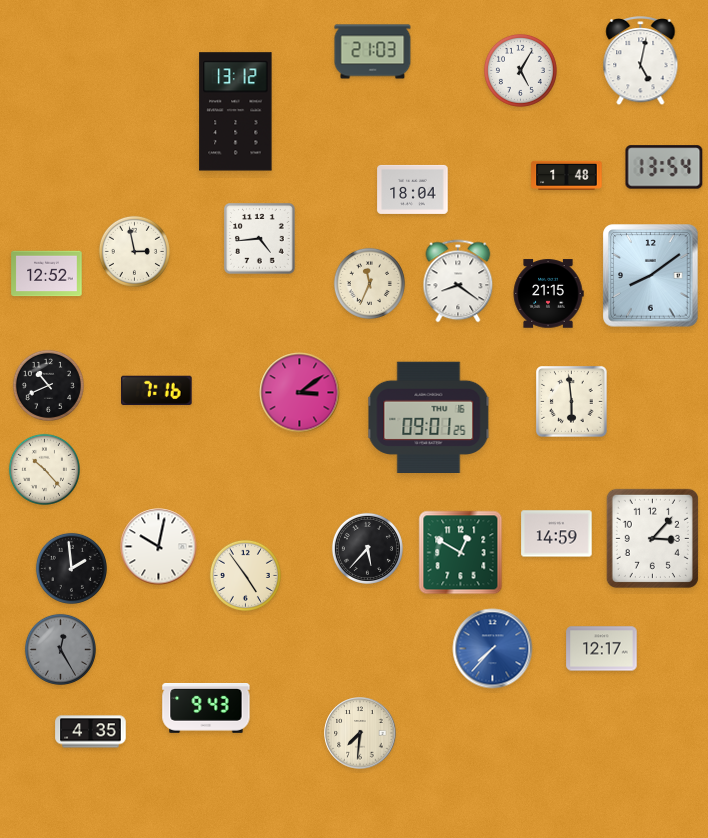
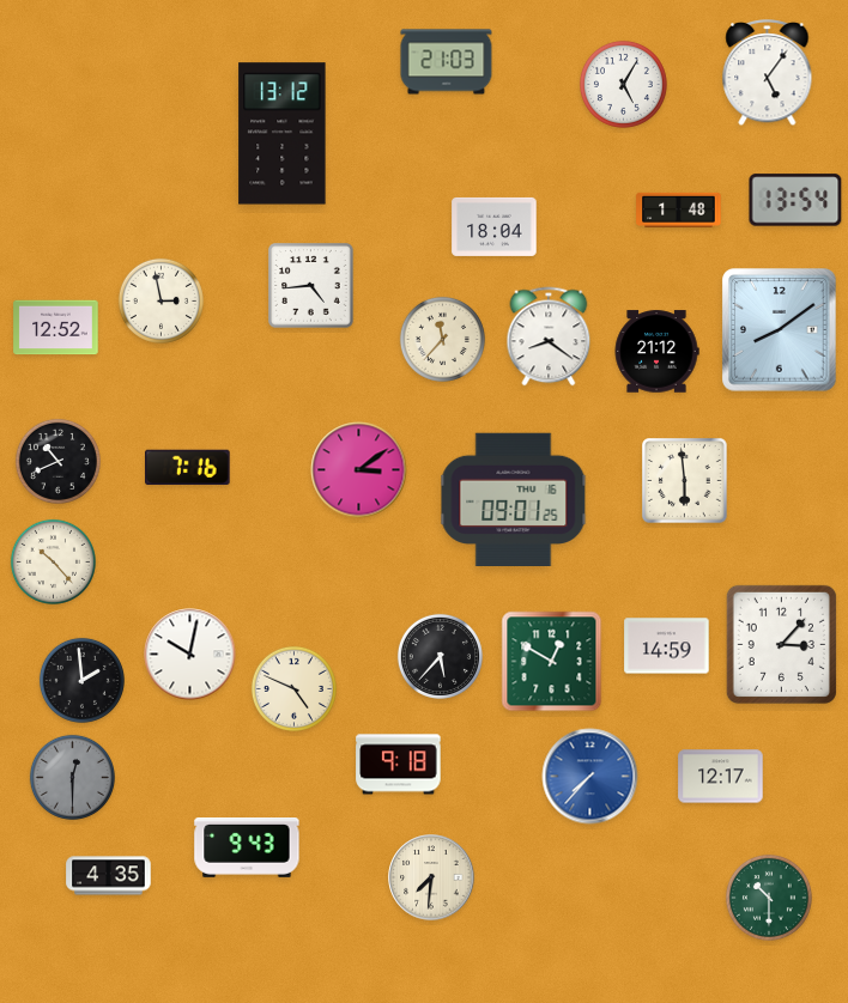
clock at (641, 62): 5:02 -> 5:06
clock at (369, 283): 11:34 -> 11:37
clock at (548, 294): 21:15 -> 21:12
clock at (557, 534) position: (557, 534) -> (667, 646)
clock at (71, 568) position: (71, 568) -> (81, 680)
clock at (245, 575): 4:54 -> 4:49
clock at (399, 765): none -> 9:18
clock at (60, 649): 12:25 -> 12:30
clock at (769, 898): none -> 10:30
